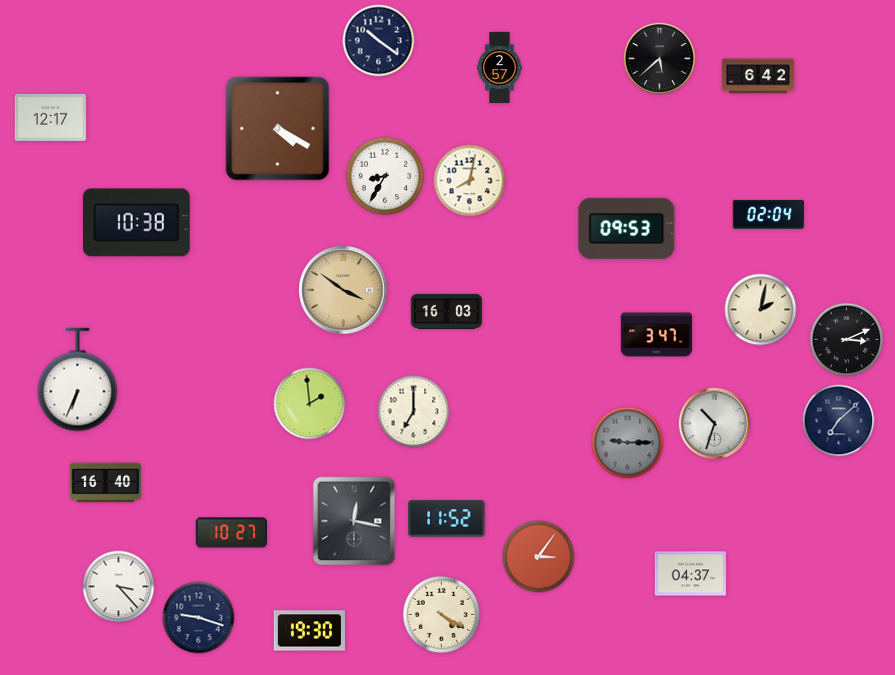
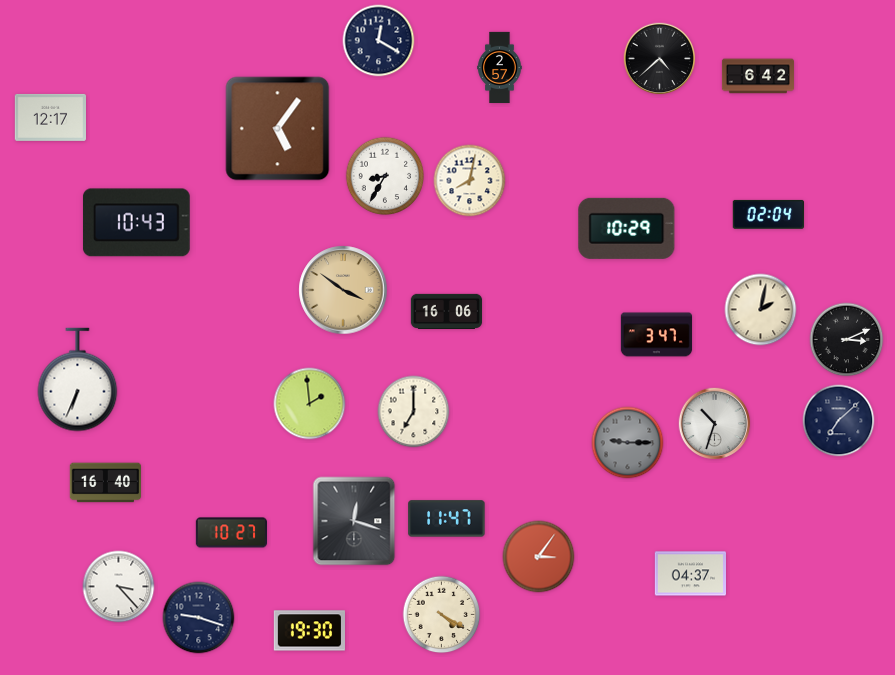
clock at (379, 41): 10:21 -> 12:20
clock at (660, 59): 5:38 -> 4:38
clock at (278, 129): 4:20 -> 5:06
clock at (136, 223): 10:38 -> 10:43
clock at (627, 228): 09:53 -> 10:29
clock at (447, 311): 16:03 -> 16:06
clock at (447, 519): 11:52 -> 11:47
clock at (354, 521): 12:17 -> 12:18
